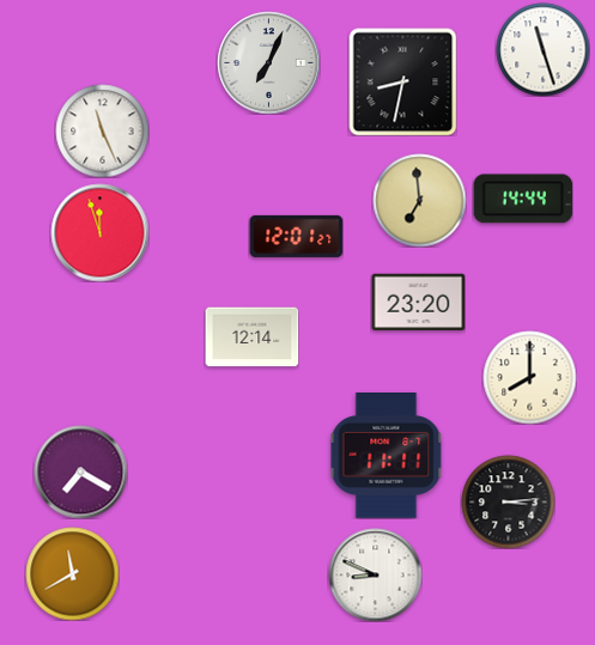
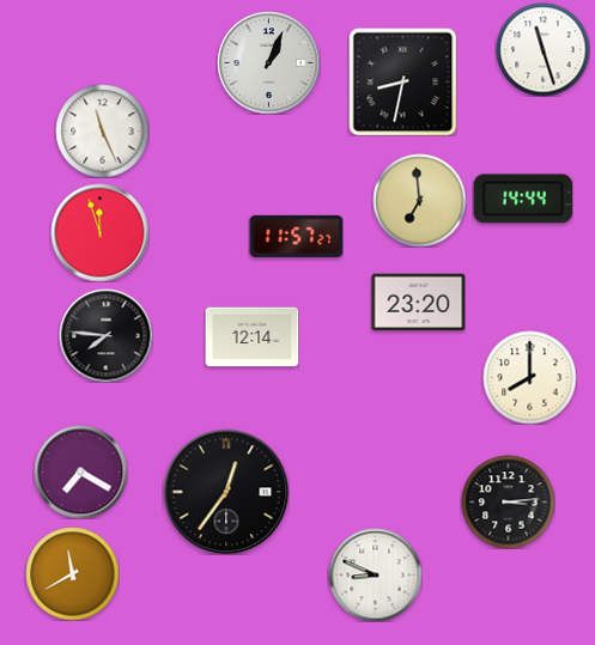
clock at (268, 62): 7:04 -> 1:04
clock at (296, 236): 12:01 -> 11:57
clock at (105, 335): none -> 7:46
clock at (387, 456): 11:11 -> none
clock at (226, 492): none -> 12:36
